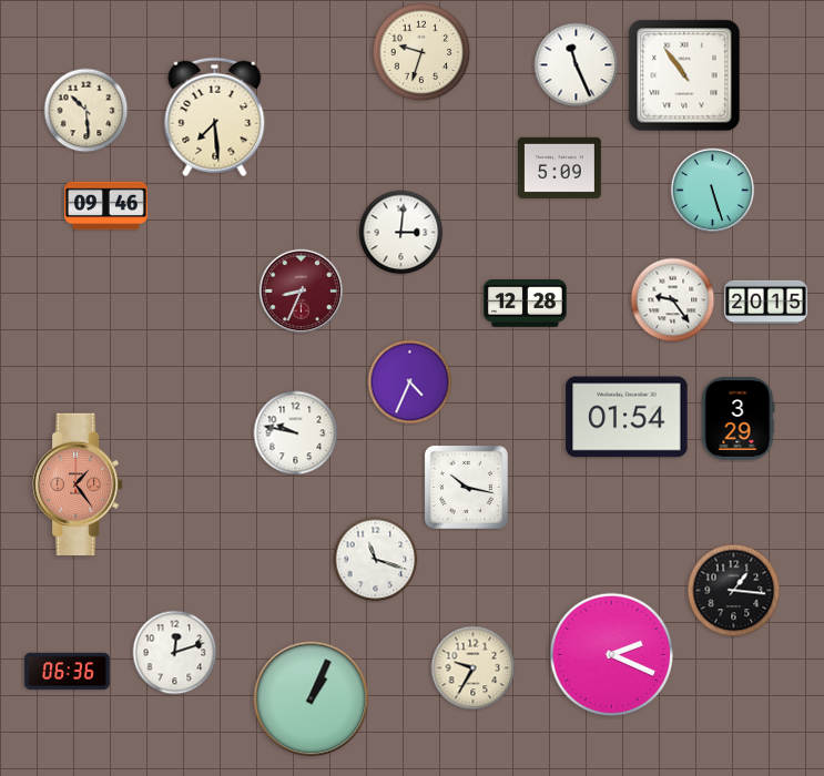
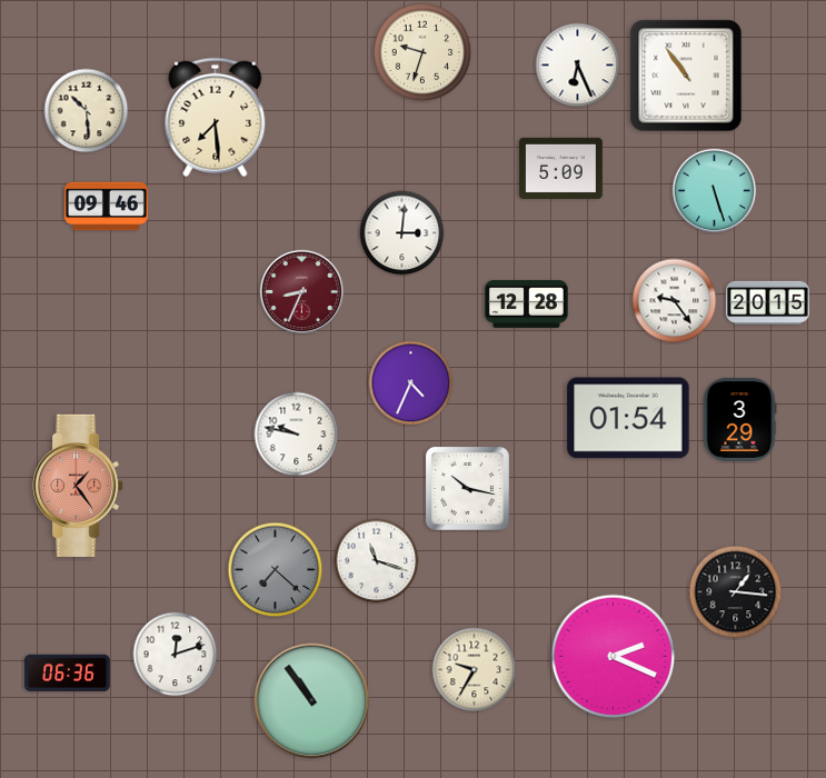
clock at (577, 65): 11:26 -> 6:26
clock at (276, 570): none -> 7:22
clock at (312, 700): 1:04 -> 10:54
